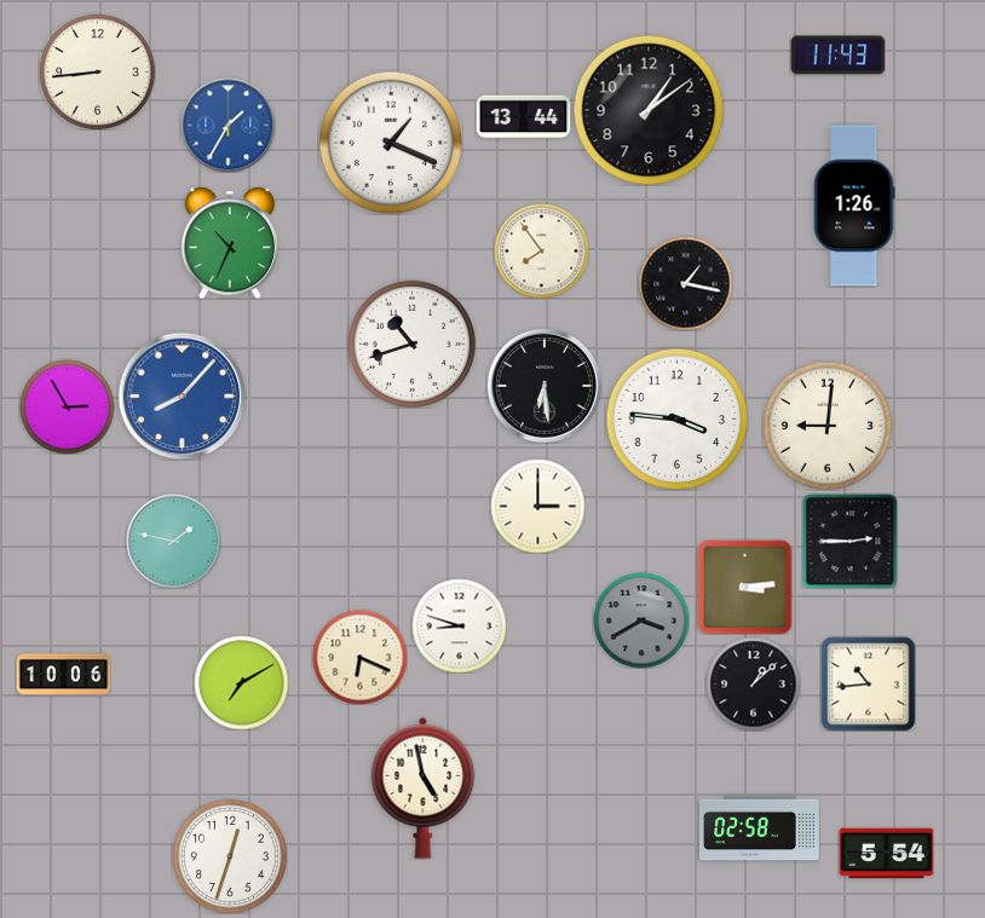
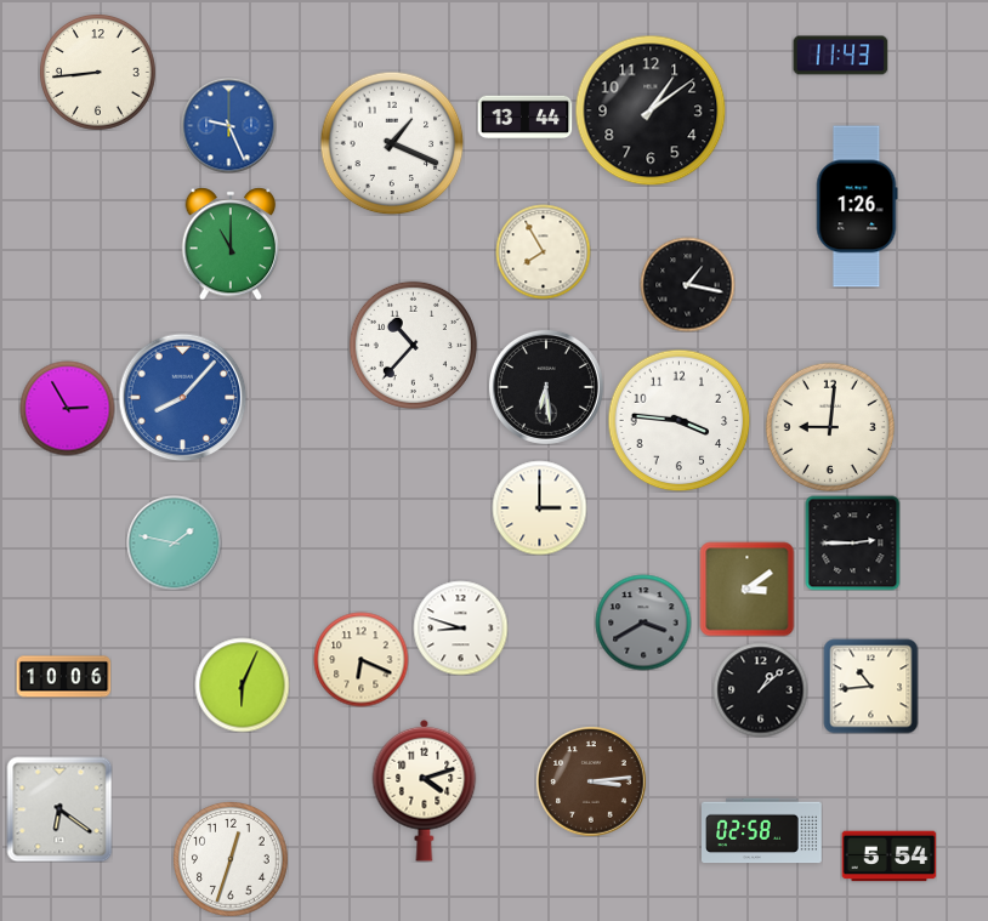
clock at (227, 125): 1:35 -> 9:26
clock at (230, 243): 10:34 -> 11:00
clock at (541, 250): 7:54 -> 7:55
clock at (411, 343): 10:42 -> 10:37
clock at (744, 587): 3:14 -> 3:09
clock at (241, 682): 7:10 -> 6:04
clock at (753, 683) position: (753, 683) -> (760, 689)
clock at (591, 781): none -> 3:14
clock at (424, 787): 4:58 -> 4:12
clock at (59, 809): none -> 6:21
